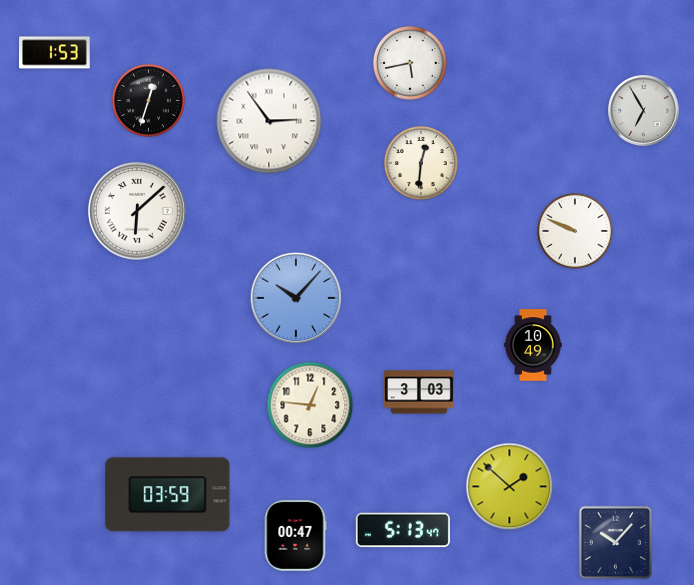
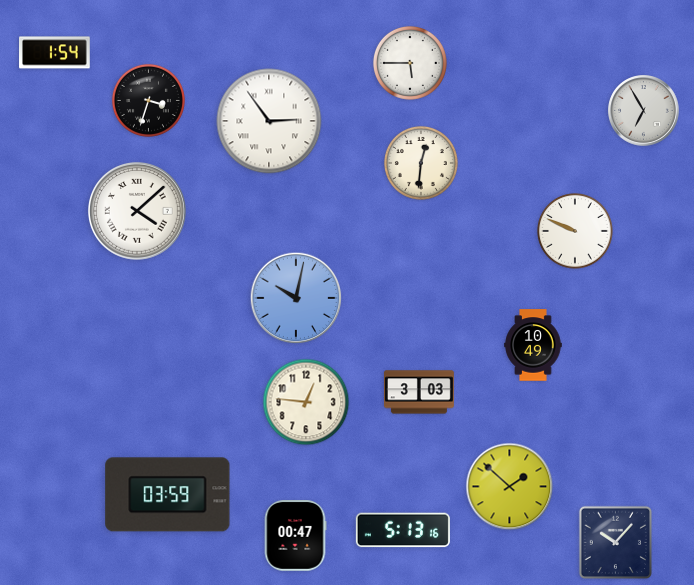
clock at (55, 53): 1:53 -> 1:54
clock at (410, 63): 5:43 -> 5:45
clock at (148, 100): 12:33 -> 3:33
clock at (138, 212): 6:08 -> 4:08
clock at (296, 298): 10:07 -> 10:02
clock at (310, 405) position: (310, 405) -> (306, 402)
clock at (403, 530): 5:13:47 -> 5:13:16
